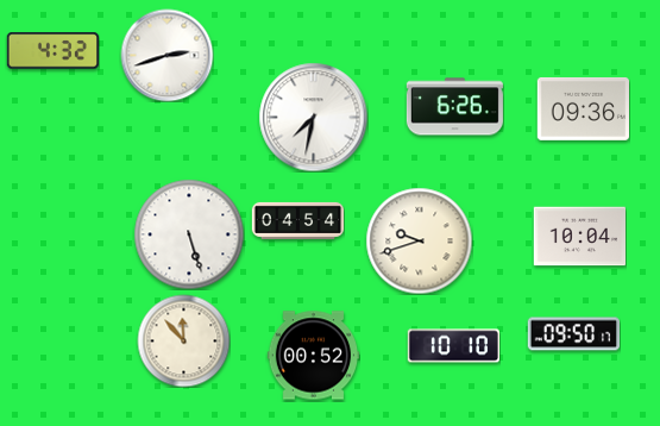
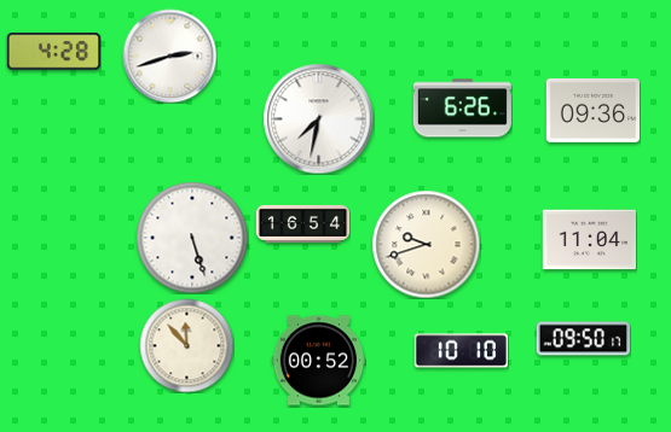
clock at (52, 51): 4:32 -> 4:28
clock at (297, 220): 04:54 -> 16:54
clock at (579, 237): 10:04 -> 11:04
